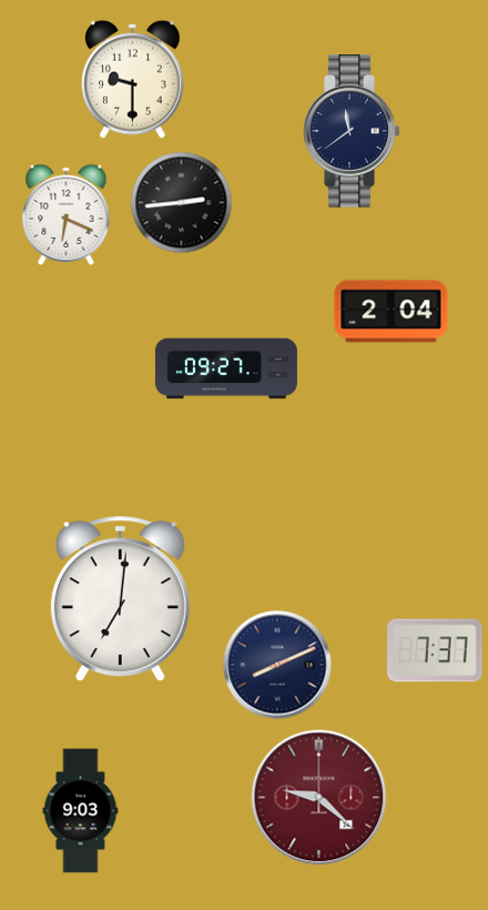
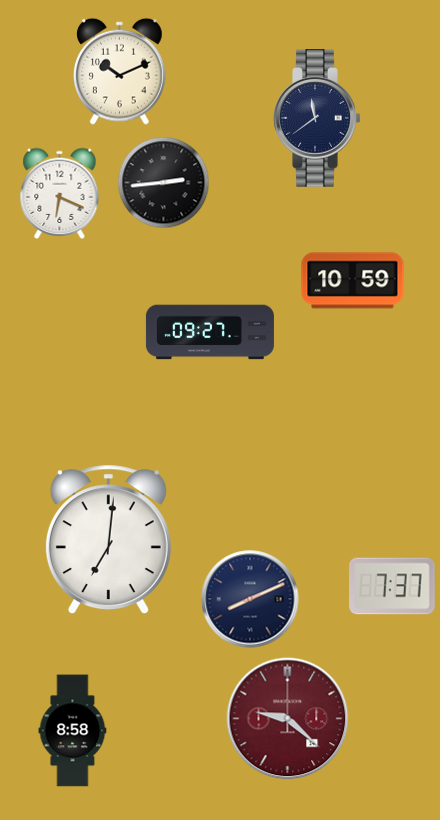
clock at (133, 79): 9:30 -> 10:11
clock at (392, 312): 2:04 -> 10:59
clock at (226, 368) position: (226, 368) -> (210, 332)
clock at (81, 811): 9:03 -> 8:58
